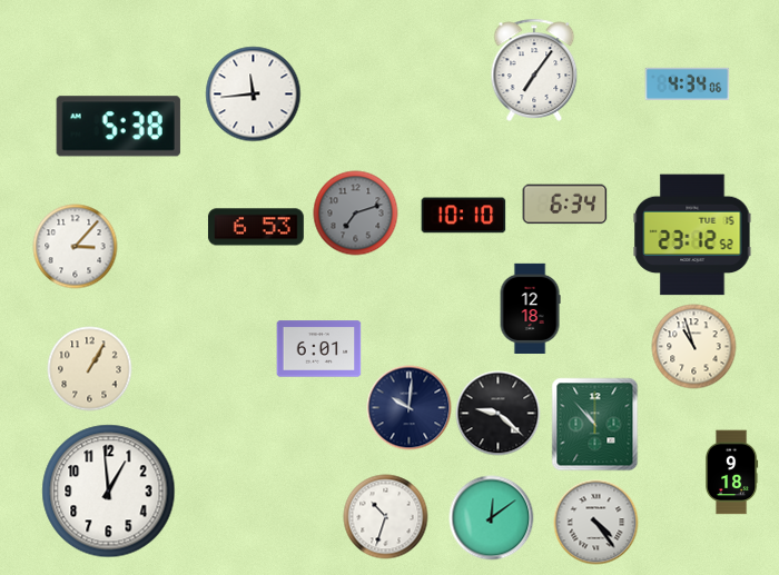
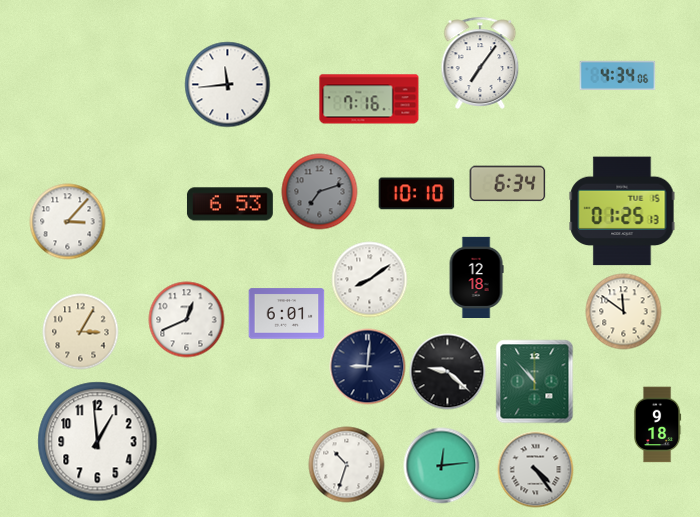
clock at (369, 99): none -> 7:16
clock at (118, 127): 5:38 -> none
clock at (692, 235): 23:12 -> 01:25
clock at (370, 280): none -> 8:09
clock at (694, 347): 10:57 -> 11:51
clock at (187, 320): none -> 12:41
clock at (90, 369): 1:05 -> 3:05
clock at (410, 408): 10:01 -> 9:01
clock at (492, 518): 12:09 -> 12:14
